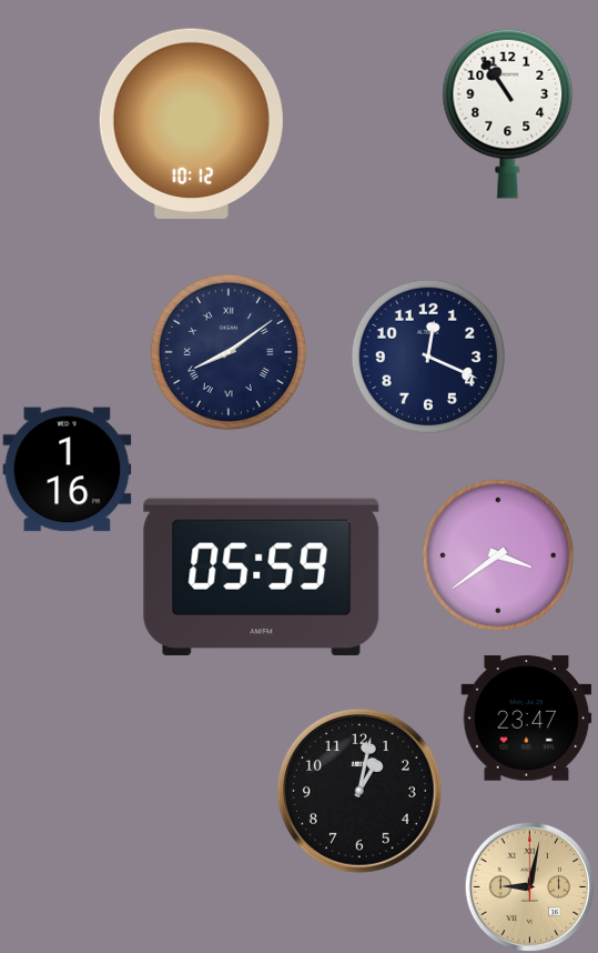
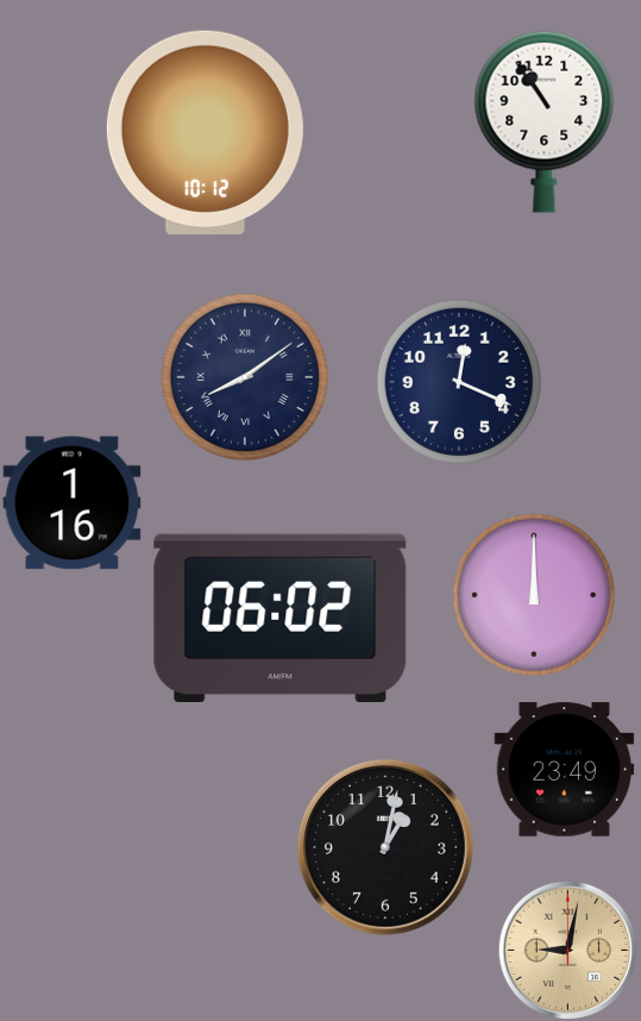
clock at (498, 555): 3:39 -> 12:00
clock at (262, 576): 05:59 -> 06:02
clock at (527, 719): 23:47 -> 23:49
